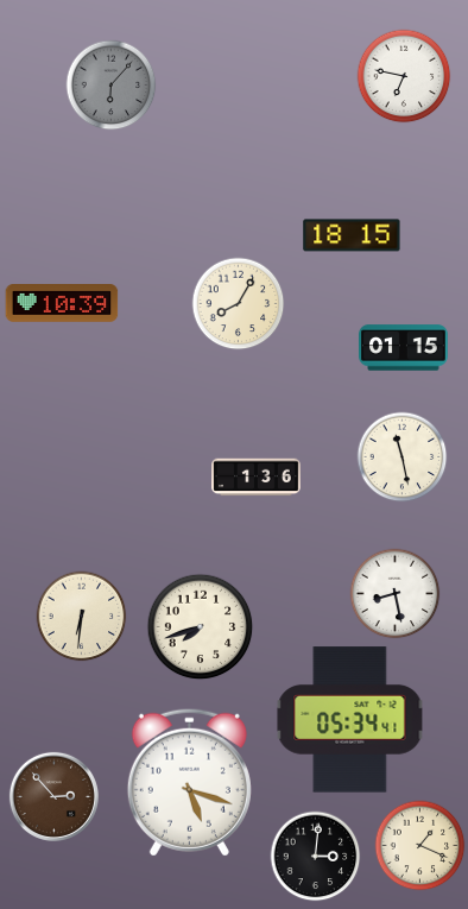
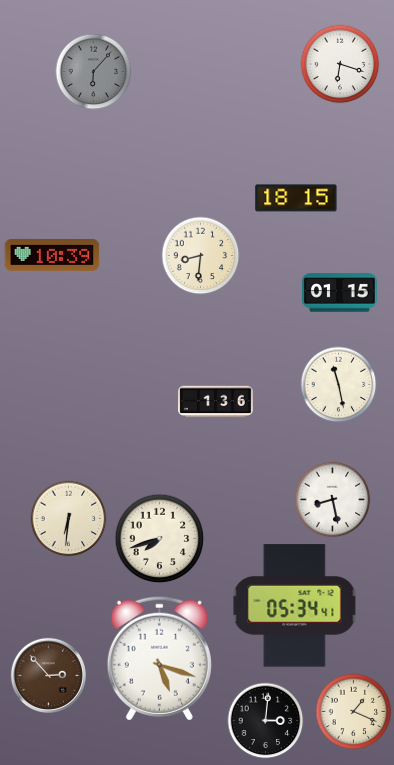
clock at (404, 76): 6:47 -> 6:18
clock at (239, 304): 8:05 -> 8:31
clock at (201, 627) position: (201, 627) -> (160, 539)
clock at (53, 796) position: (53, 796) -> (48, 675)
